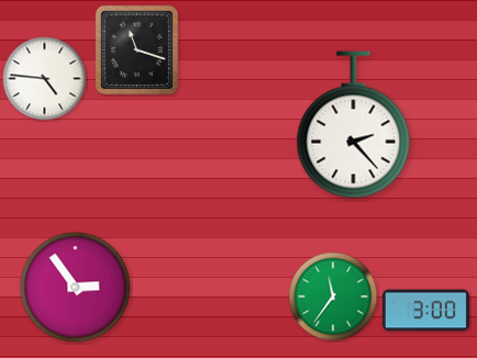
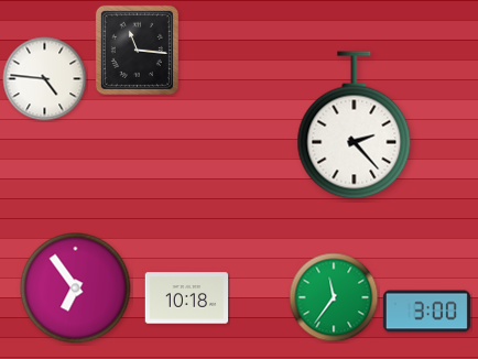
clock at (136, 49): 11:18 -> 11:16
clock at (76, 288): 2:54 -> 6:54
clock at (187, 298): none -> 10:18
